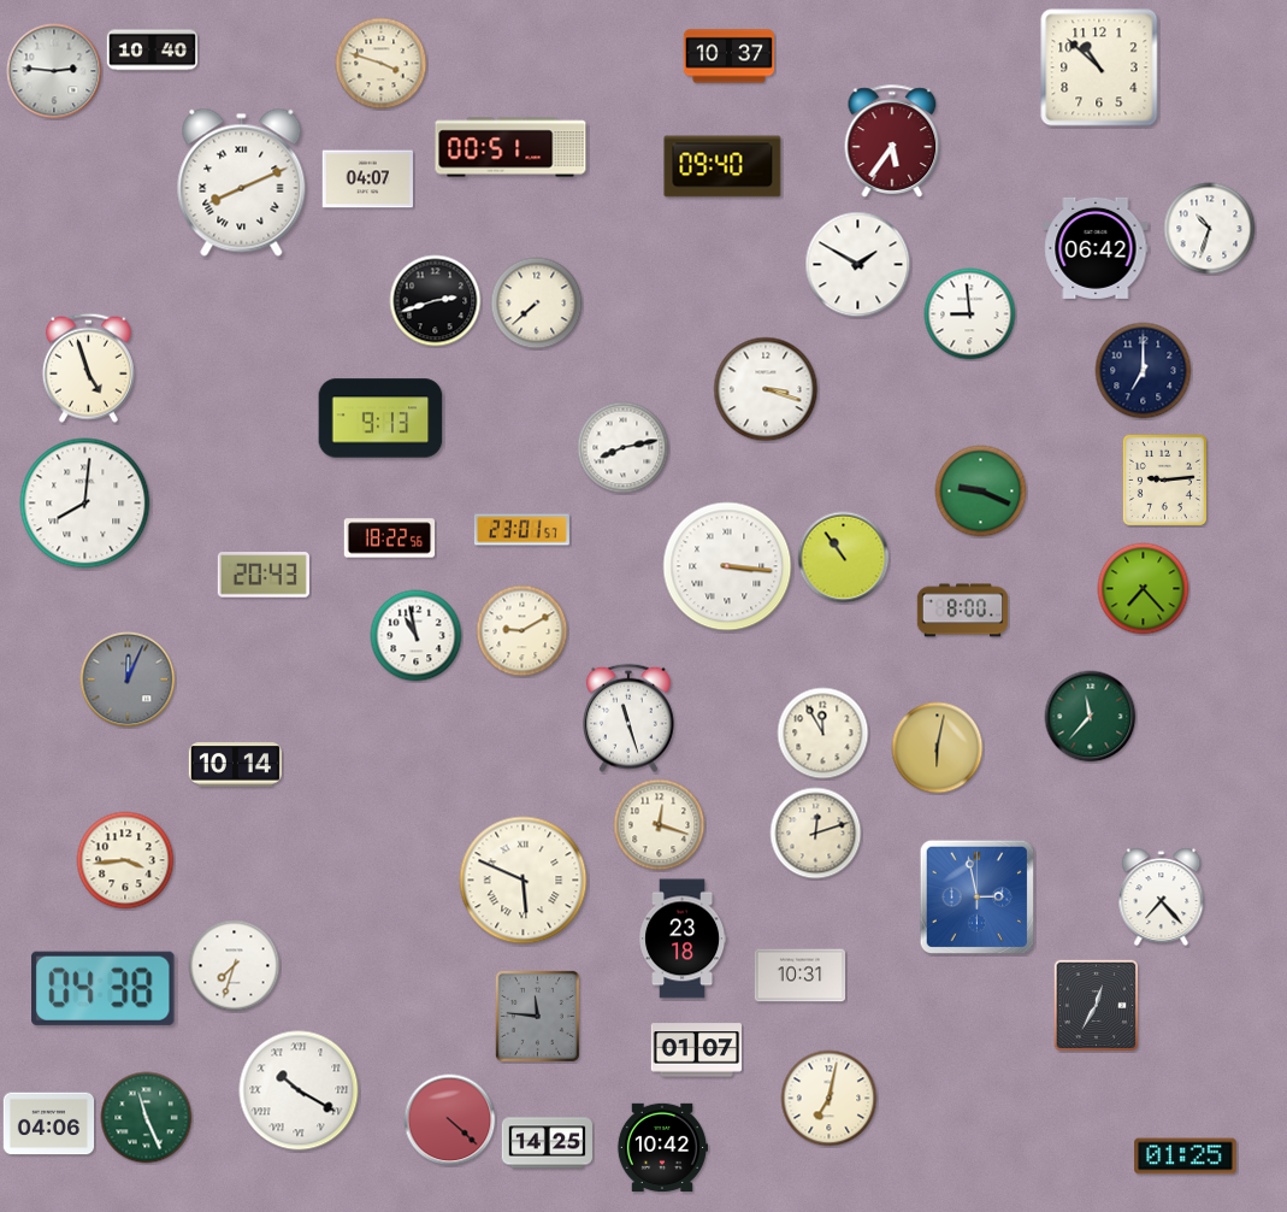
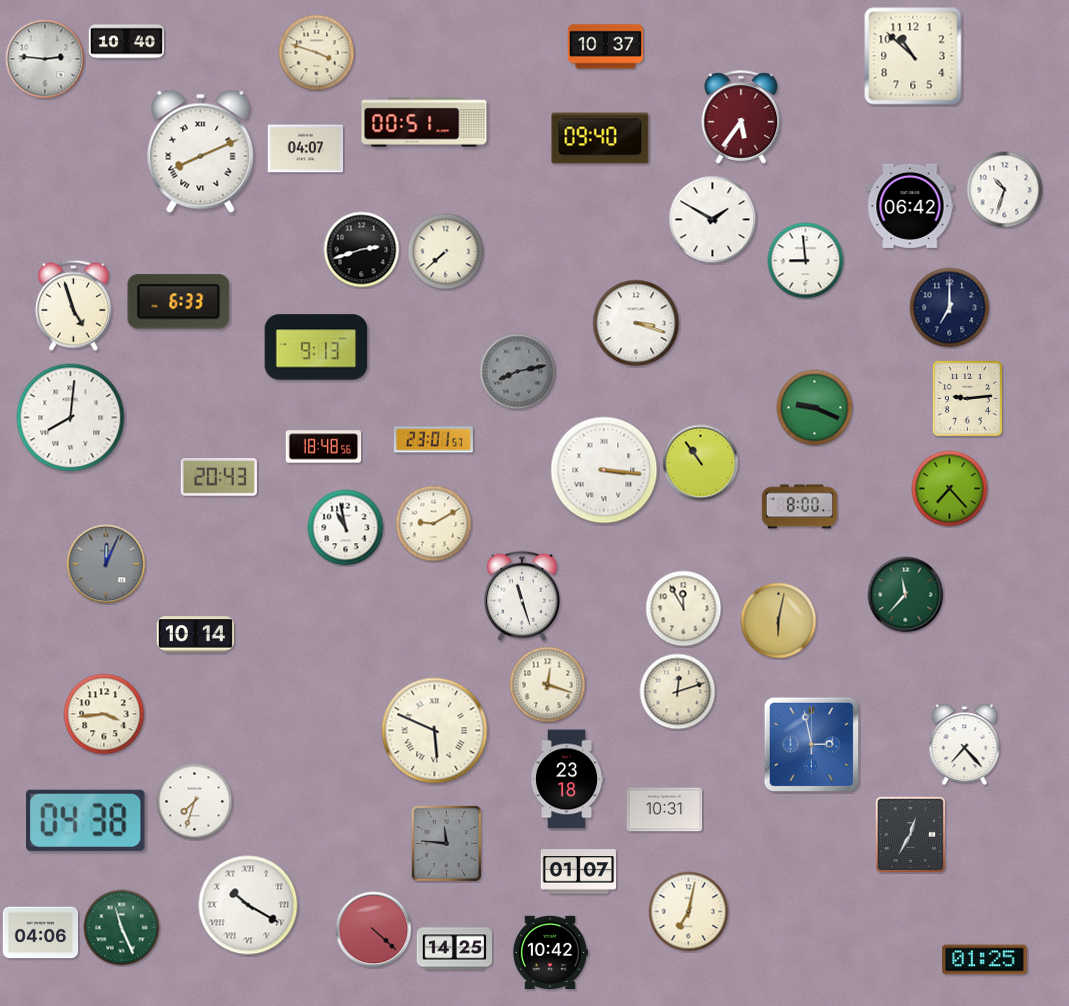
clock at (179, 302): none -> 6:33
clock at (624, 448) dial: white -> grey
clock at (390, 539): 18:22 -> 18:48
